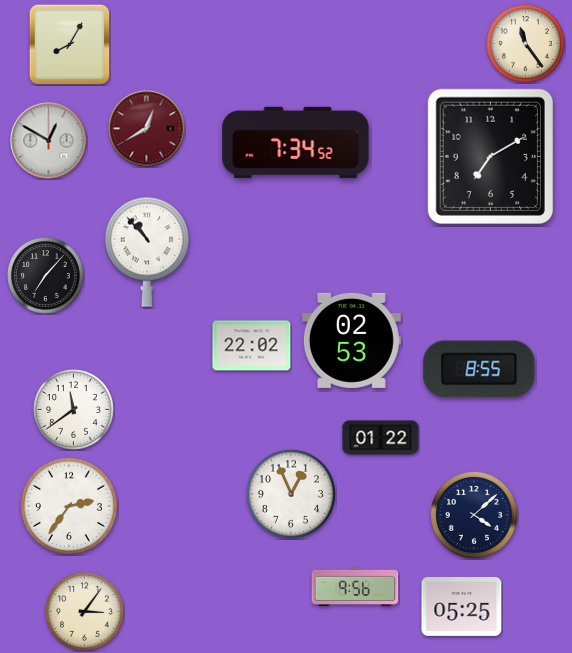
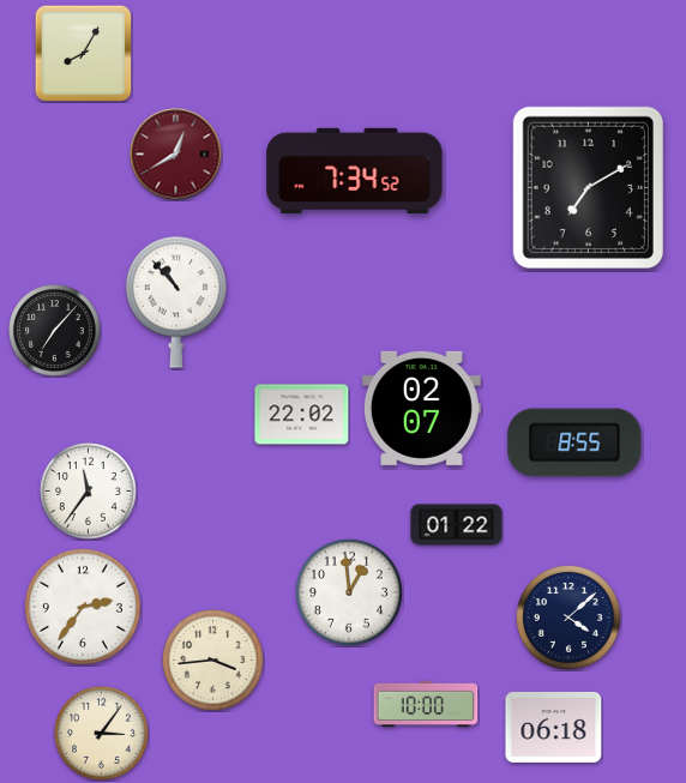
clock at (526, 44): 11:24 -> none
clock at (49, 141): 12:50 -> none
clock at (351, 340): 02:53 -> 02:07
clock at (74, 410): 11:39 -> 11:36
clock at (291, 494): 12:56 -> 12:59
clock at (213, 661): none -> 3:44
clock at (355, 586): 9:56 -> 10:00
clock at (462, 606): 05:25 -> 06:18
